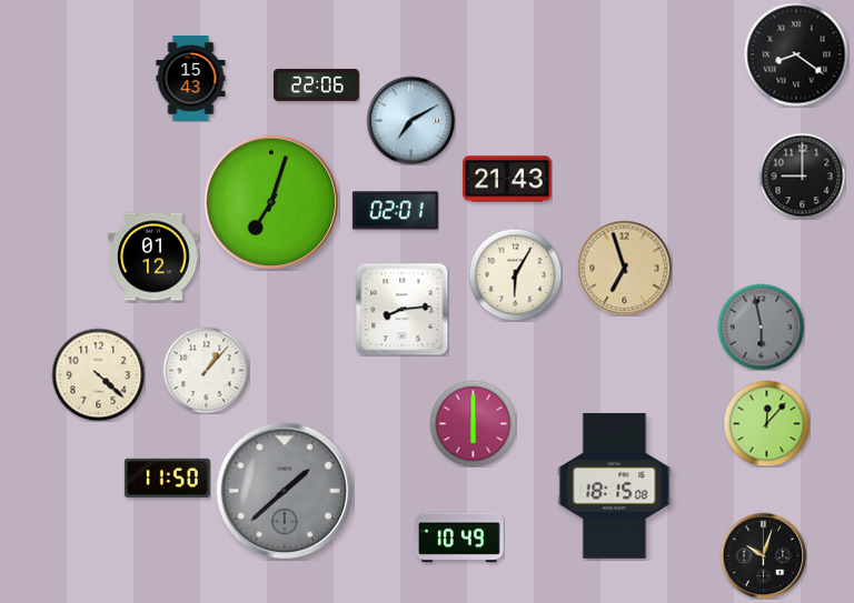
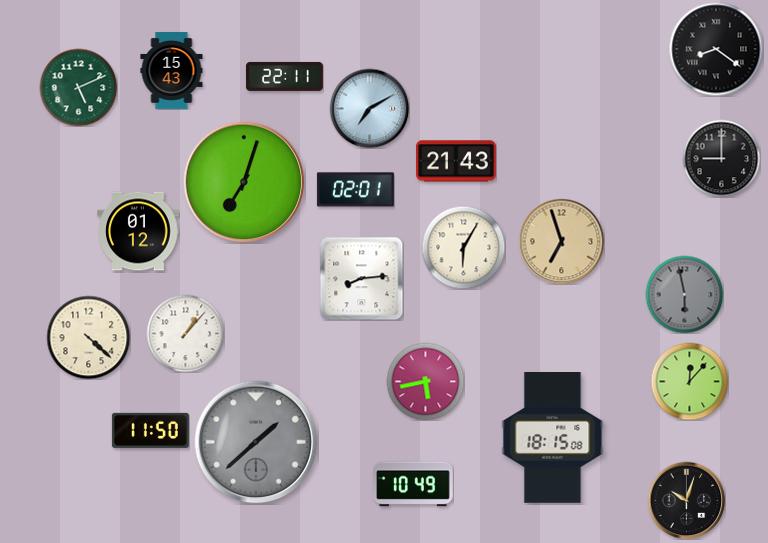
clock at (316, 84): 22:06 -> 22:11
clock at (78, 87): none -> 5:11
clock at (473, 423): 6:00 -> 5:43
